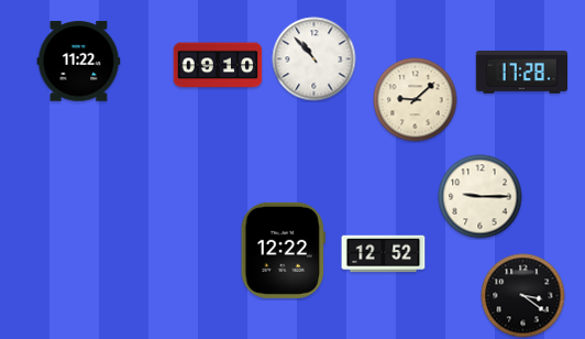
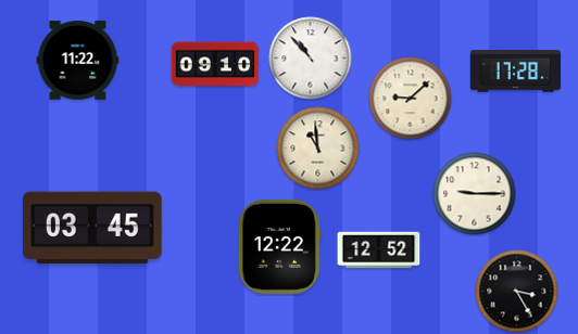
clock at (318, 149): none -> 10:59
clock at (92, 228): none -> 03:45
clock at (523, 296): 3:21 -> 3:25
